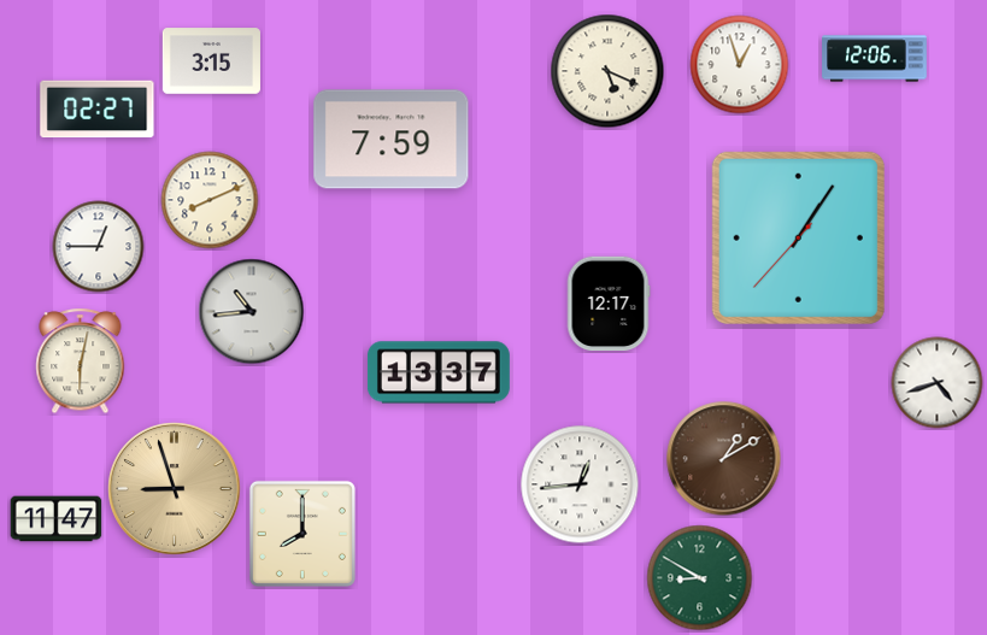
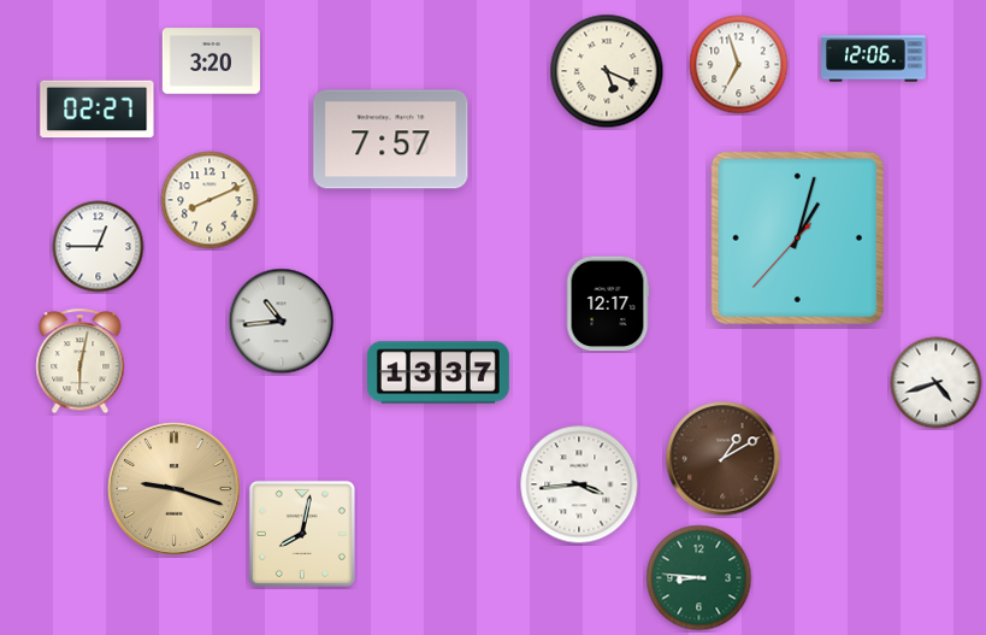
clock at (211, 61): 3:15 -> 3:20
clock at (740, 65): 12:57 -> 6:57
clock at (392, 140): 7:59 -> 7:57
clock at (798, 237): 1:05 -> 1:02
clock at (252, 312) position: (252, 312) -> (282, 322)
clock at (580, 484): 12:44 -> 3:44
clock at (175, 489): 8:57 -> 9:18
clock at (57, 519): 11:47 -> none
clock at (302, 534): 8:00 -> 8:02
clock at (700, 578): 8:50 -> 8:46
